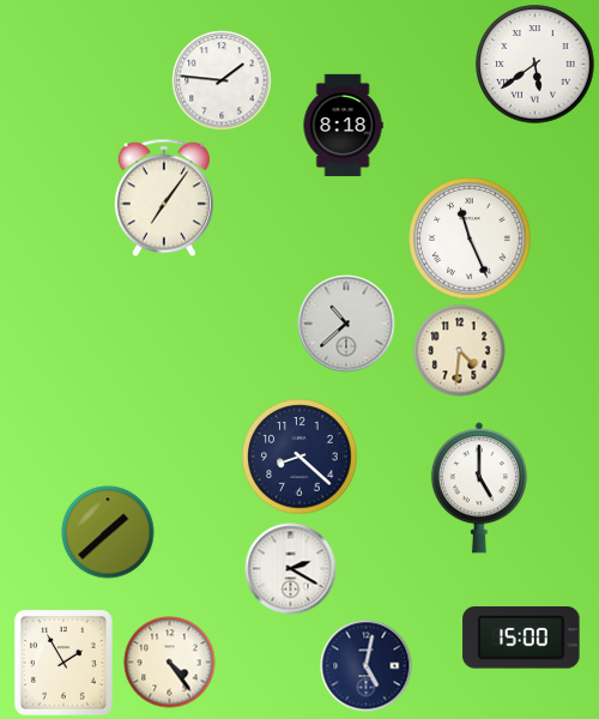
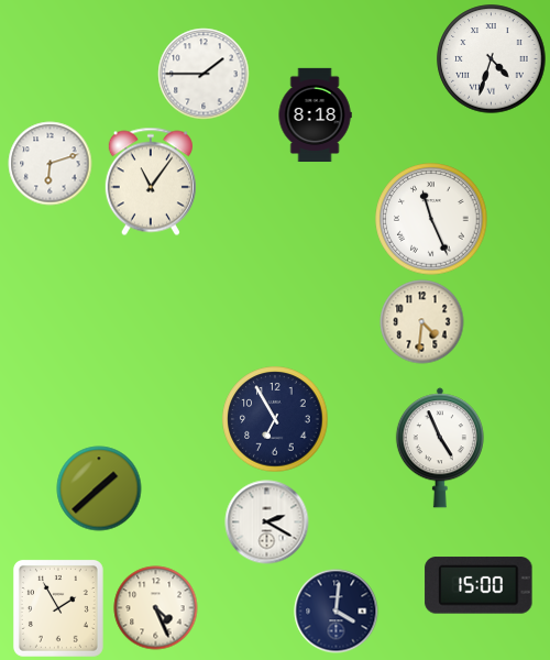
clock at (536, 65): 5:39 -> 4:33
clock at (222, 80): 1:46 -> 1:45
clock at (51, 164): none -> 6:12
clock at (164, 198): 7:06 -> 11:06
clock at (346, 324): 10:38 -> none
clock at (299, 457): 8:22 -> 6:55
clock at (479, 488): 5:00 -> 4:56
clock at (170, 663): 4:24 -> 4:26
clock at (367, 666): 5:02 -> 4:01
